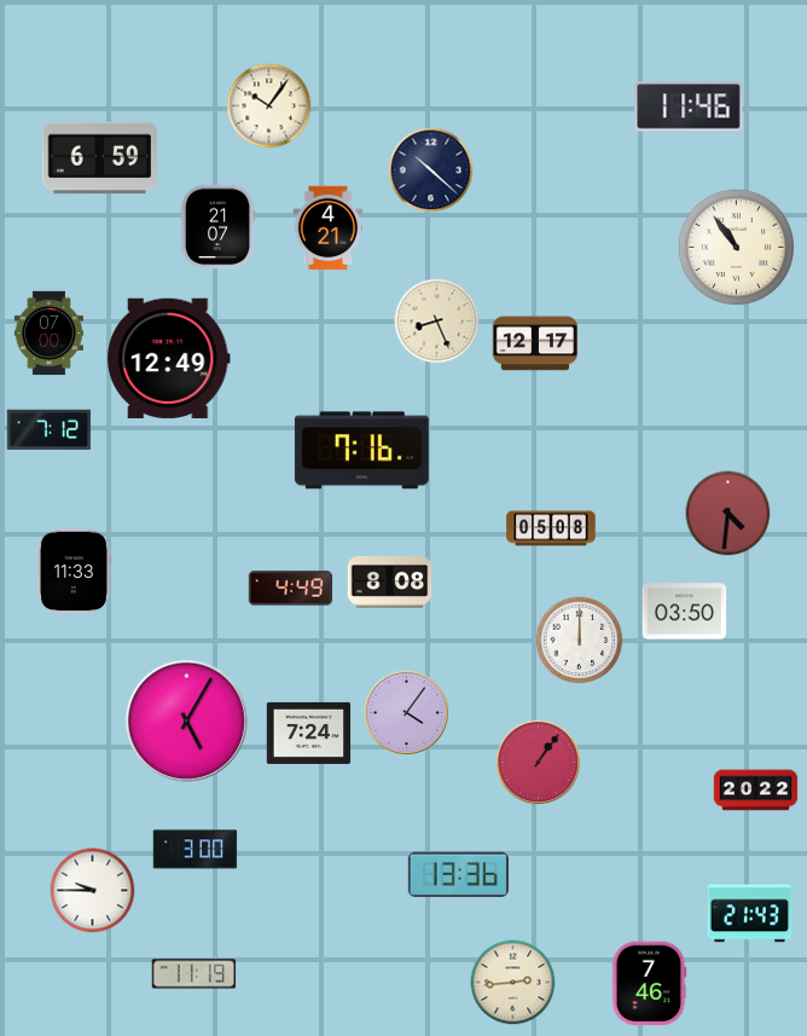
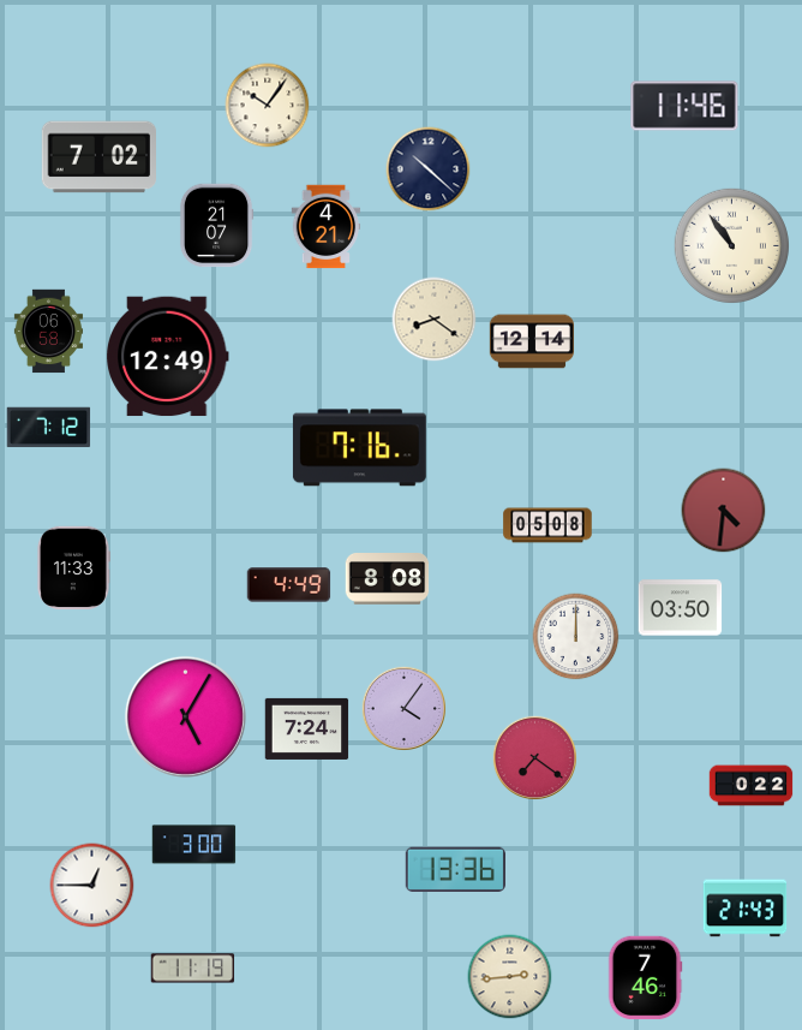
clock at (99, 158): 6:59 -> 7:02
clock at (437, 322): 8:26 -> 8:21
clock at (48, 334): 07:00 -> 06:58
clock at (534, 343): 12:17 -> 12:14
clock at (538, 762): 1:06 -> 7:21
clock at (756, 791): 20:22 -> 0:22
clock at (93, 891): 9:45 -> 12:45
